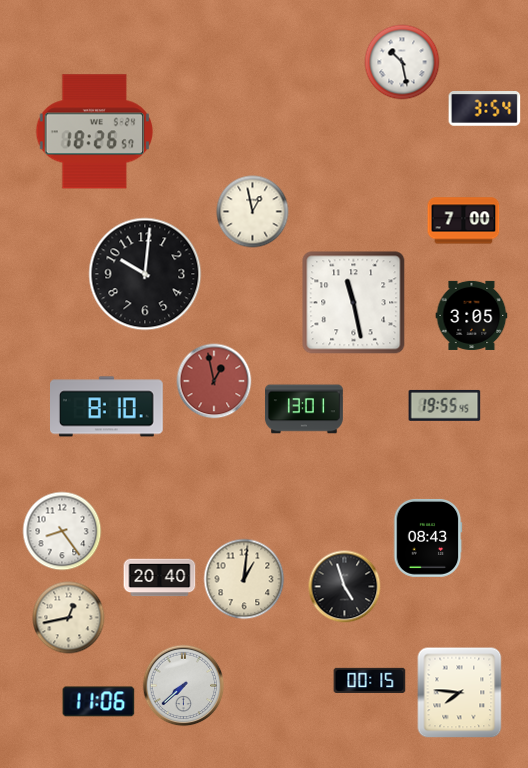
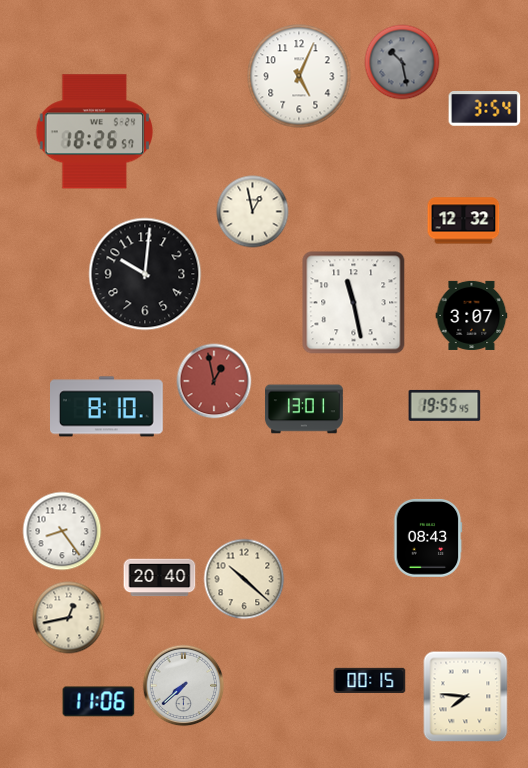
clock at (402, 62) dial: white -> grey
clock at (299, 76): none -> 5:04
clock at (464, 221): 7:00 -> 12:32
clock at (472, 315): 3:05 -> 3:07
clock at (244, 579): 1:01 -> 10:22
clock at (345, 587): 4:57 -> none
clock at (460, 693) position: (460, 693) -> (466, 697)
